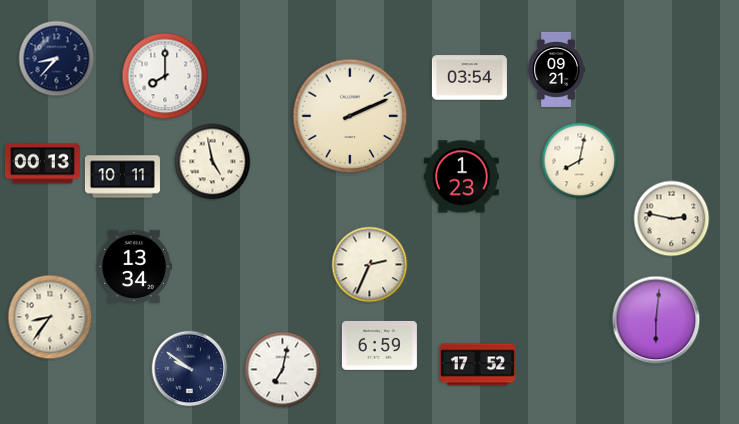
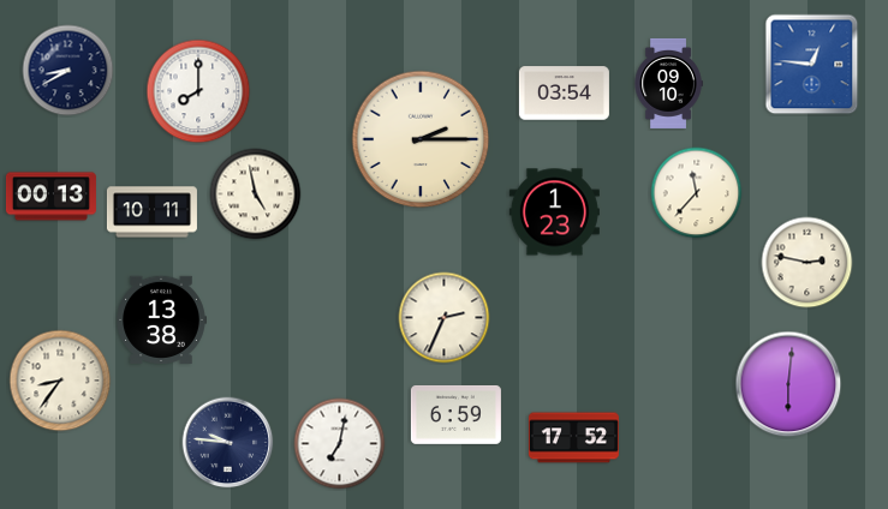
clock at (812, 65): none -> 12:46
clock at (57, 59): 8:37 -> 8:40
clock at (556, 69): 09:21 -> 09:10
clock at (350, 116): 2:11 -> 2:15
clock at (580, 161): 8:02 -> 11:37
clock at (122, 177) position: (122, 177) -> (151, 212)
clock at (134, 266): 13:34 -> 13:38
clock at (190, 369): 9:51 -> 9:46
